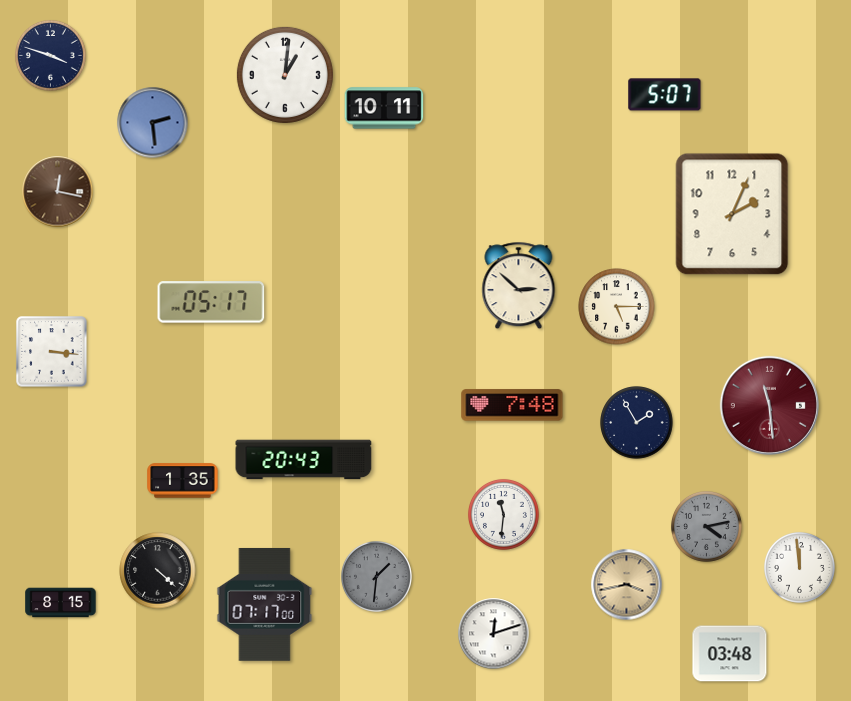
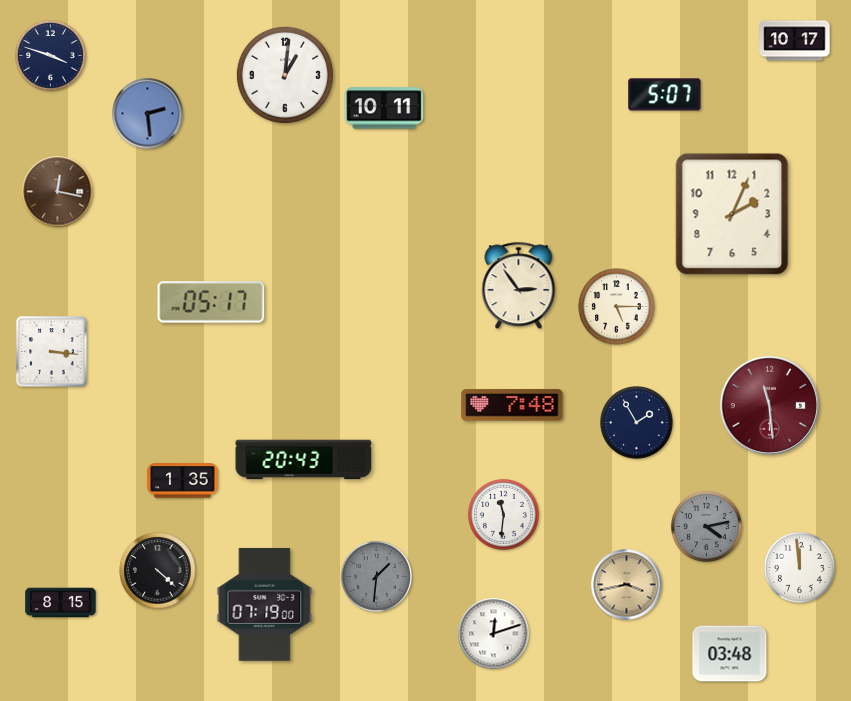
clock at (795, 41): none -> 10:17
clock at (153, 123) position: (153, 123) -> (148, 114)
clock at (519, 286): 2:52 -> 2:54
clock at (265, 604): 07:17 -> 07:19
